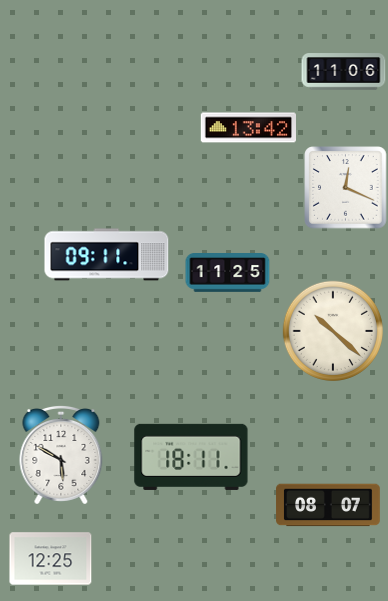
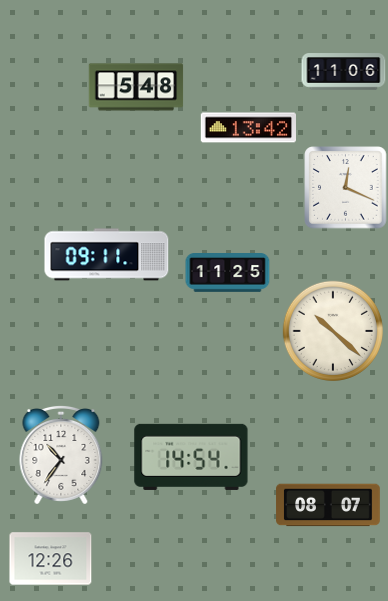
clock at (136, 87): none -> 5:48
clock at (61, 455): 5:50 -> 10:36
clock at (191, 457): 18:11 -> 14:54
clock at (51, 559): 12:25 -> 12:26
